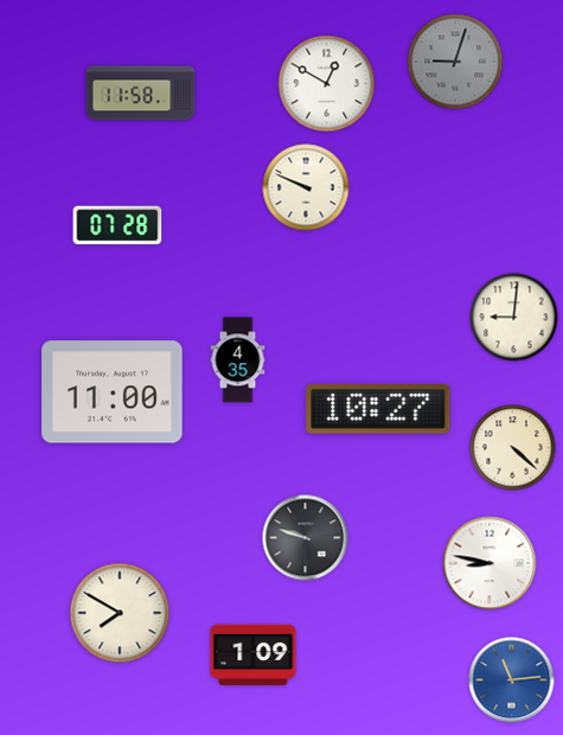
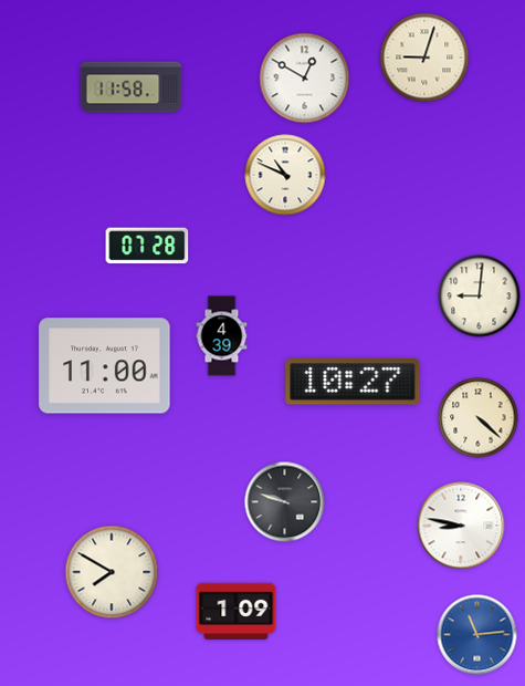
clock at (455, 62) dial: grey -> cream
clock at (306, 187): 9:49 -> 10:49
clock at (117, 225) position: (117, 225) -> (147, 246)
clock at (238, 360): 4:35 -> 4:39
clock at (490, 563) position: (490, 563) -> (461, 526)
